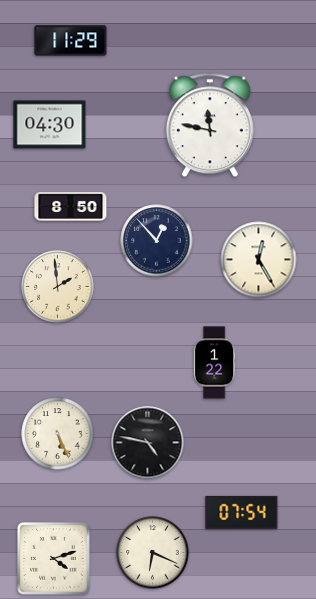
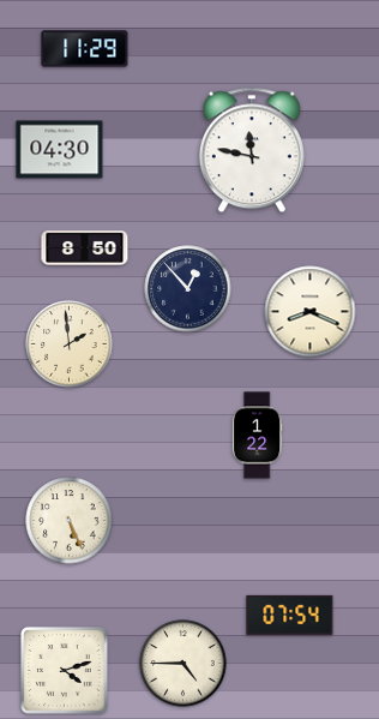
clock at (259, 260): 12:25 -> 8:19
clock at (148, 443): 4:47 -> none
clock at (153, 553): 6:19 -> 4:45
